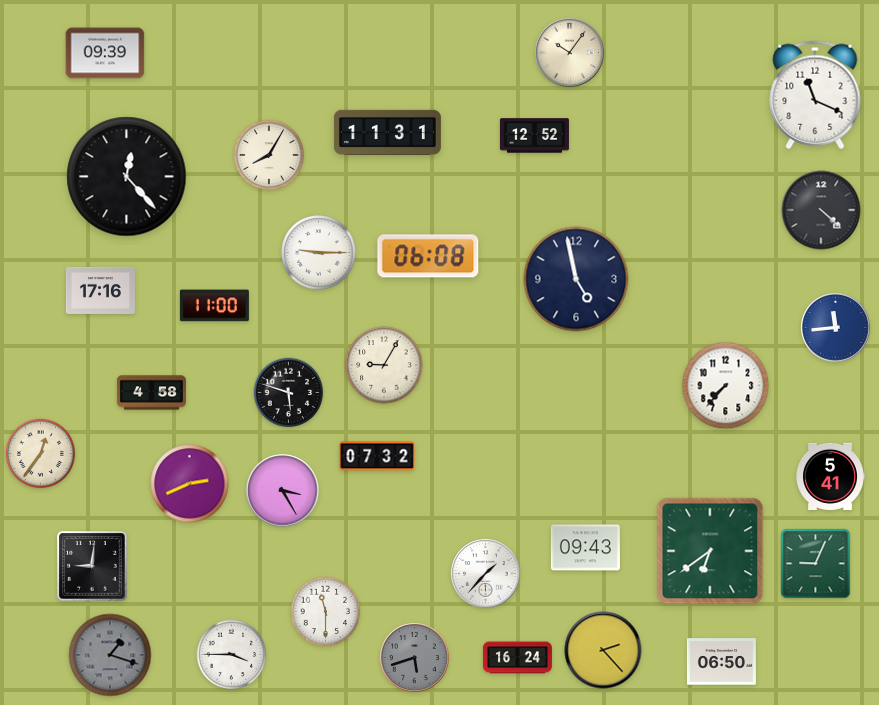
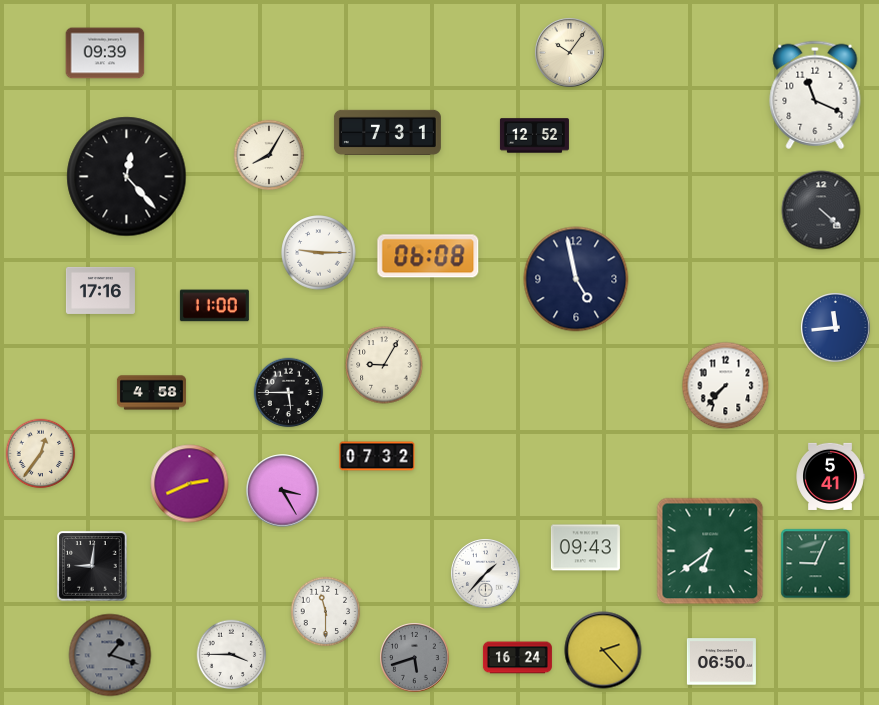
clock at (387, 132): 11:31 -> 7:31
clock at (289, 393): 5:48 -> 5:45
